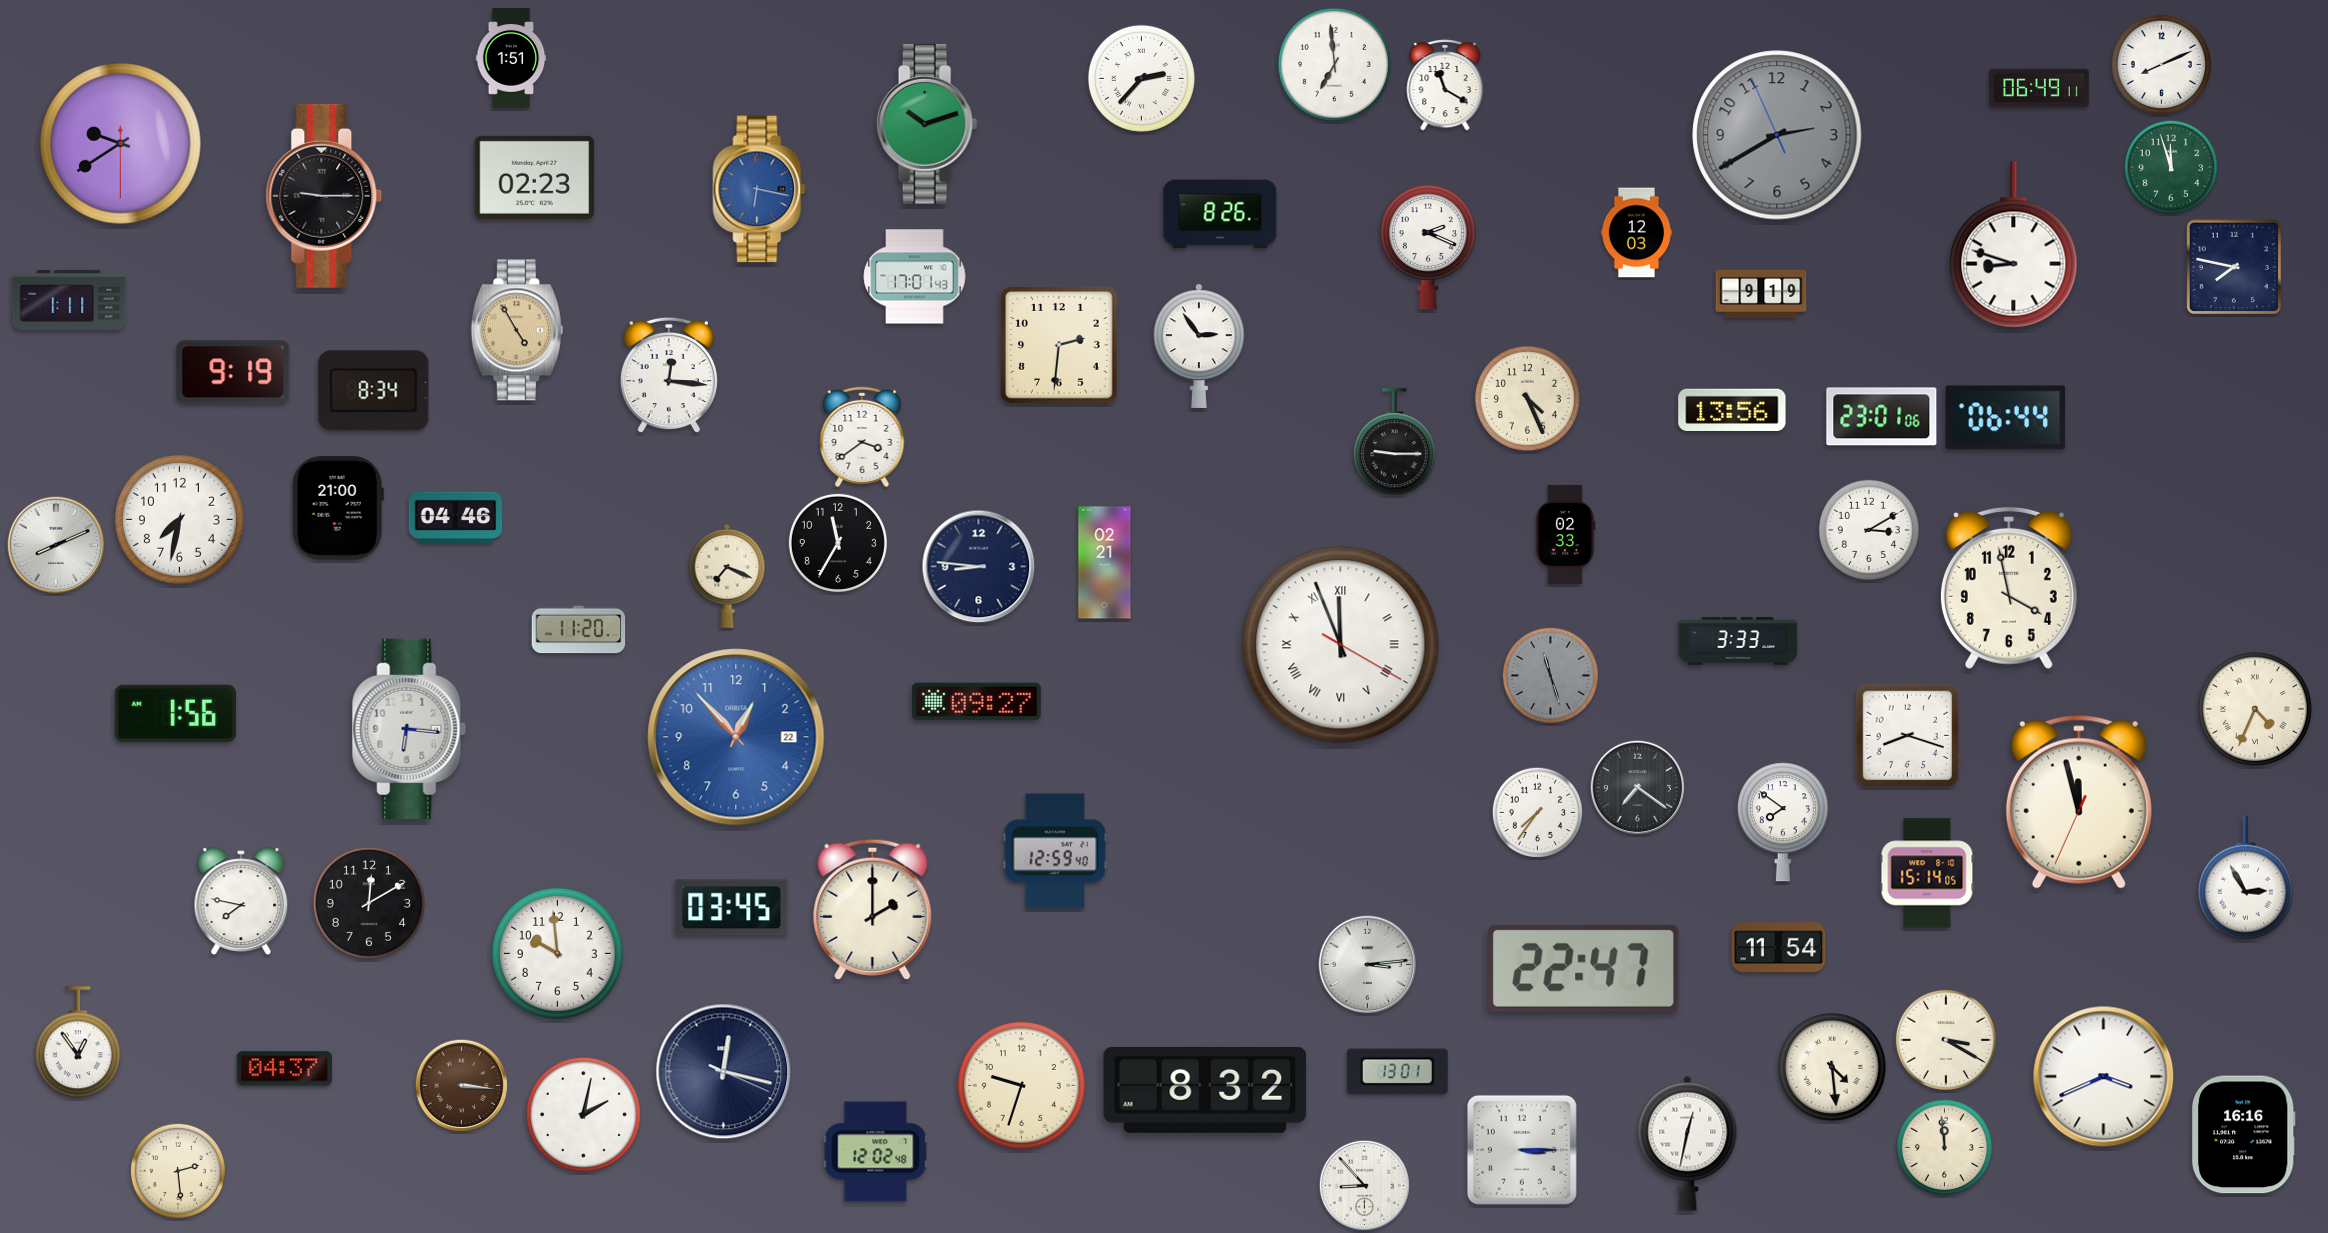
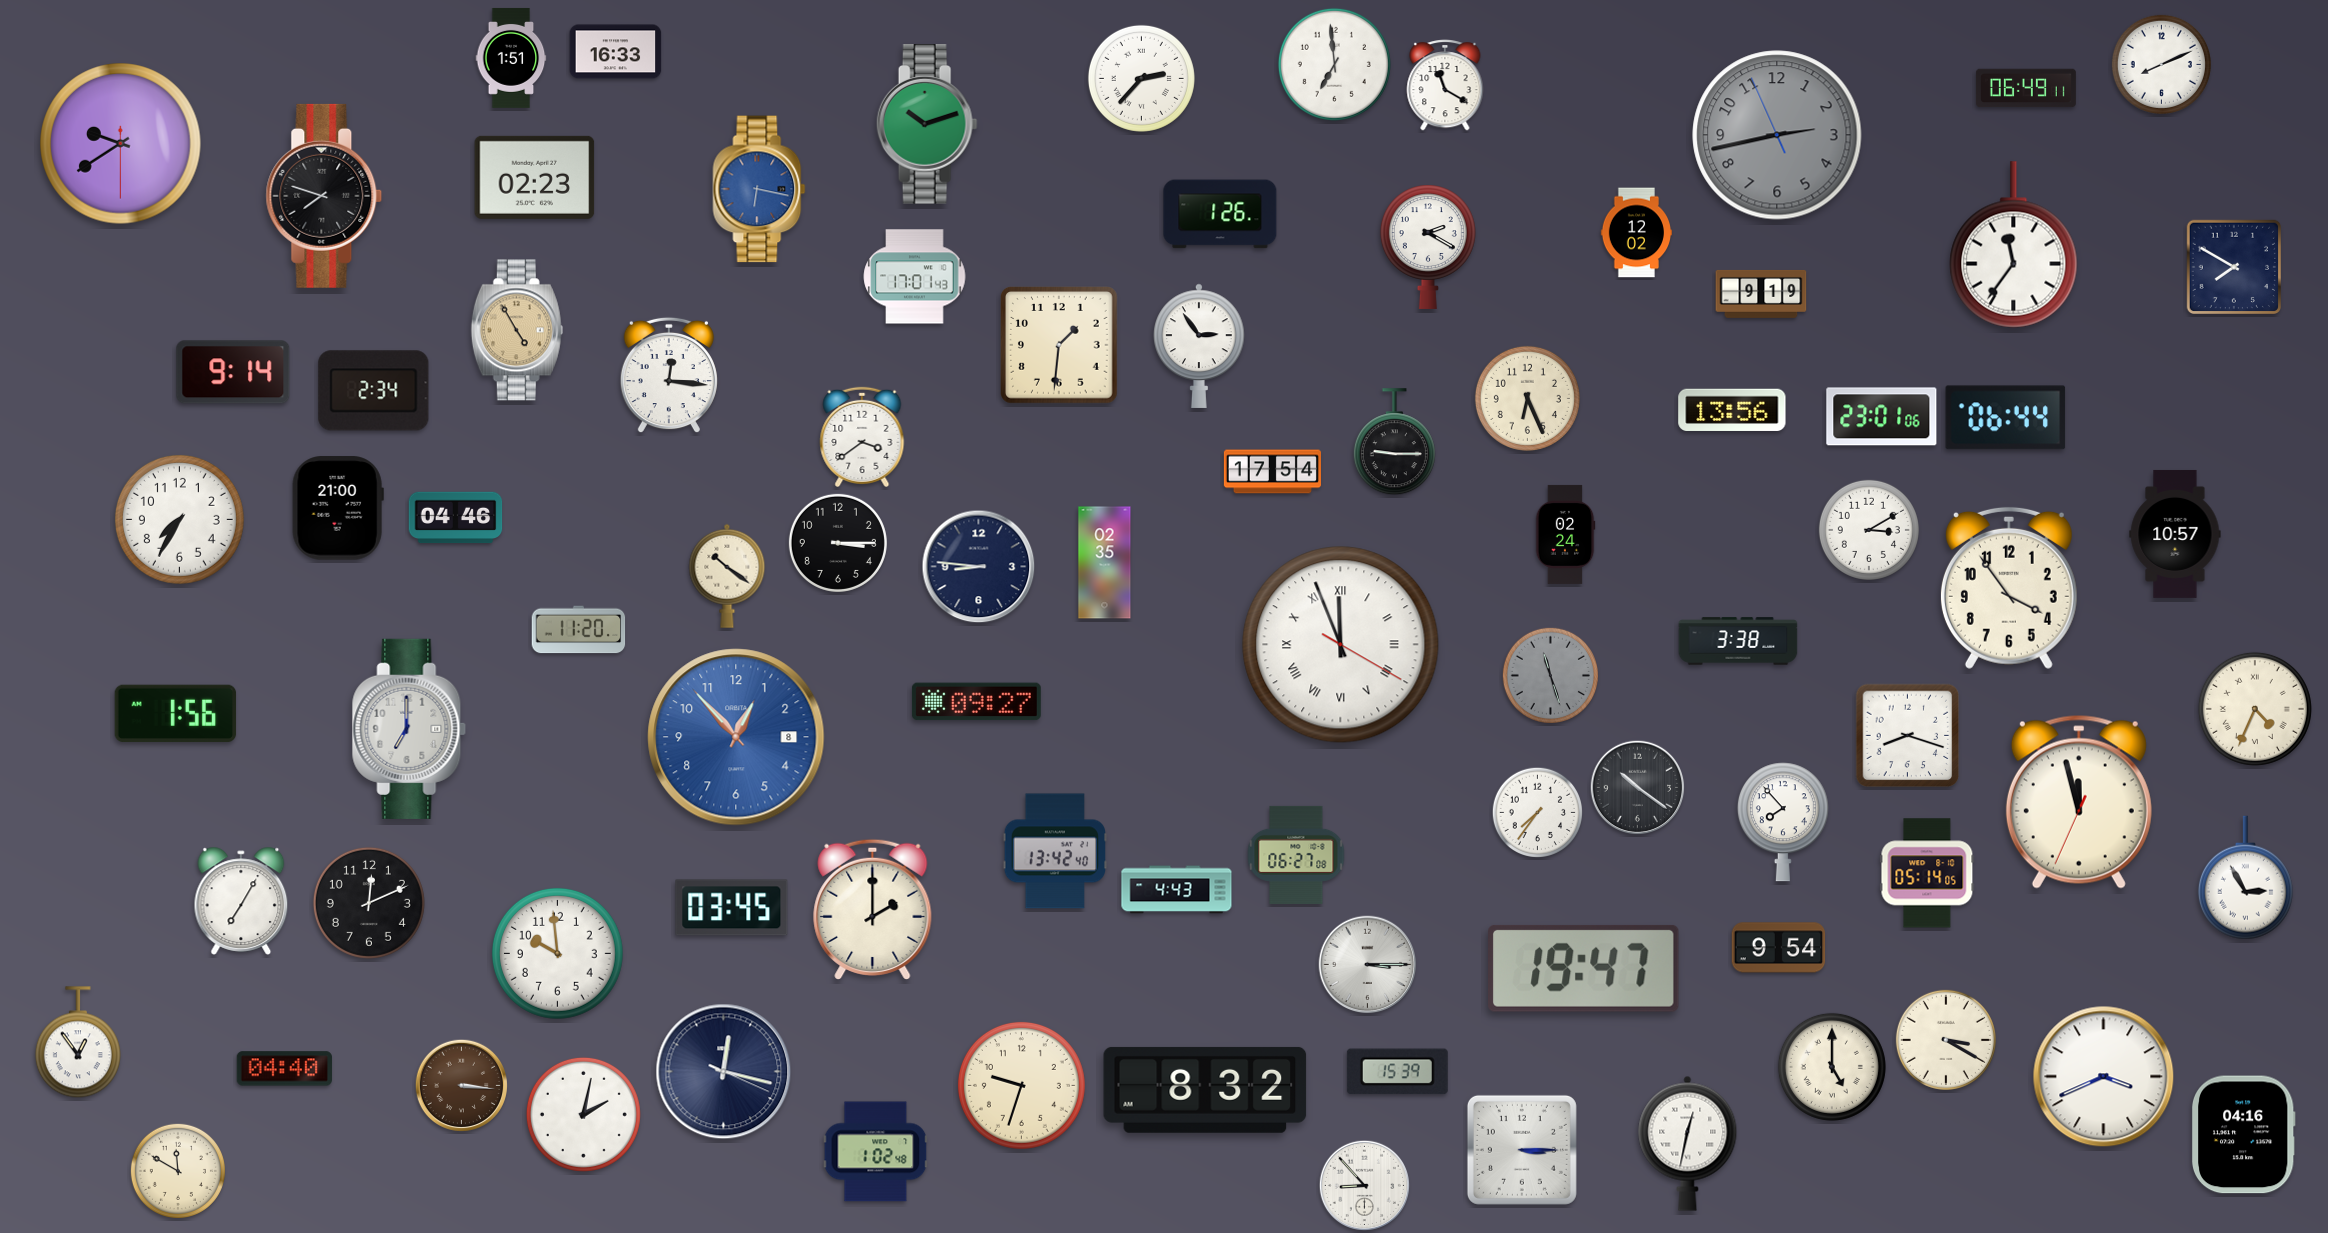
clock at (616, 52): none -> 16:33
clock at (2039, 88) position: (2039, 88) -> (2026, 88)
clock at (1777, 135): 2:39 -> 2:42
clock at (2171, 167): 11:57 -> none
clock at (324, 196): 9:15 -> 7:48
clock at (1220, 214): 8:26 -> 1:26
clock at (1636, 233): 12:03 -> 12:02
clock at (2014, 245): 8:48 -> 11:36
clock at (1428, 247): 2:19 -> 2:20
clock at (2234, 267): 7:47 -> 7:50
clock at (69, 300): 1:11 -> none
clock at (1060, 346): 2:31 -> 1:31
clock at (233, 372): 9:19 -> 9:14
clock at (374, 391): 8:34 -> 2:34
clock at (1527, 398): 4:26 -> 6:26
clock at (1272, 472): none -> 17:54
clock at (179, 519): 7:32 -> 7:35
clock at (1565, 534): 02:33 -> 02:24
clock at (2175, 534): none -> 10:57
clock at (838, 543): 11:35 -> 3:15
clock at (56, 545): 8:11 -> none
clock at (1105, 563): 02:21 -> 02:35
clock at (727, 576): 7:19 -> 10:21
clock at (2009, 588): 3:58 -> 3:54
clock at (1738, 641): 3:33 -> 3:38
clock at (409, 729): 6:16 -> 7:00
clock at (736, 737) date: 22 -> 8
clock at (1638, 788): 7:21 -> 10:21
clock at (1783, 822): 7:51 -> 7:53
clock at (1055, 851): 12:59 -> 13:42
clock at (1296, 855): none -> 06:27
clock at (1927, 873): 15:14 -> 05:14
clock at (1177, 890): none -> 4:43
clock at (241, 901): 7:47 -> 7:05
clock at (369, 903): 12:10 -> 12:11
clock at (1779, 948): 11:54 -> 9:54
clock at (1368, 965): 3:14 -> 3:15
clock at (1584, 968): 22:47 -> 19:47
clock at (1832, 1067): 4:29 -> 5:00
clock at (284, 1069): 04:37 -> 04:40
clock at (1397, 1072): 13:01 -> 15:39
clock at (2243, 1135): 16:16 -> 04:16
clock at (1944, 1147): 11:59 -> none
clock at (876, 1152): 12:02 -> 1:02
clock at (178, 1171): 2:29 -> 11:50
